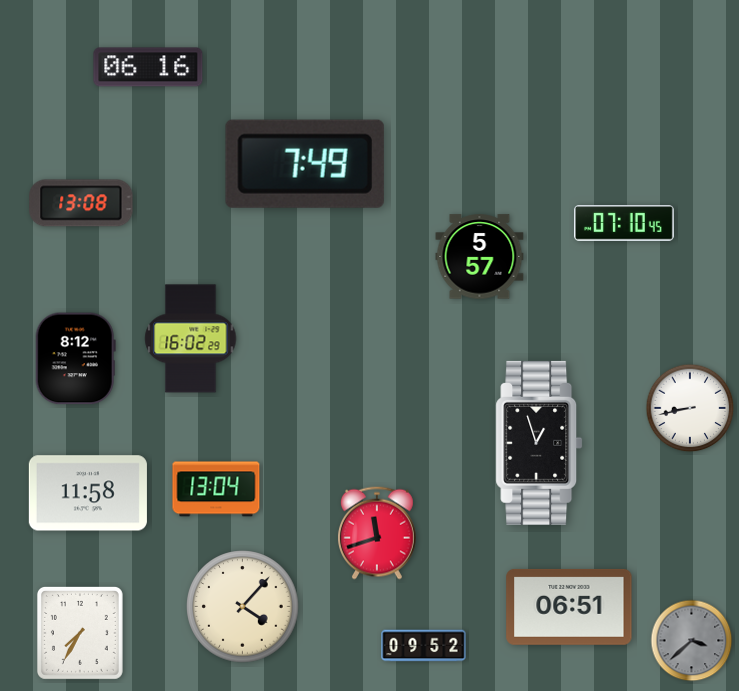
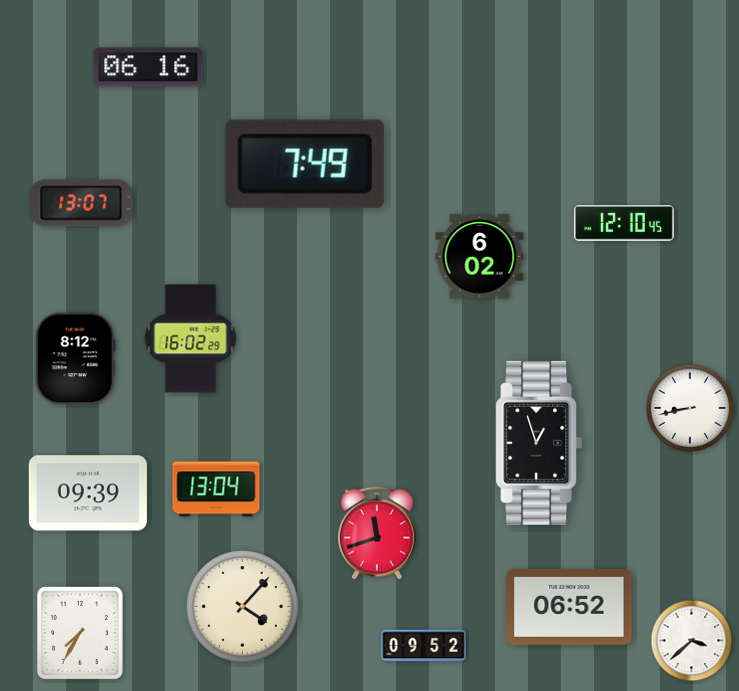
clock at (81, 203): 13:08 -> 13:07
clock at (625, 223): 07:10 -> 12:10
clock at (480, 257): 5:57 -> 6:02
clock at (88, 493): 11:58 -> 09:39
clock at (569, 607): 06:51 -> 06:52
clock at (692, 641) dial: grey -> white
